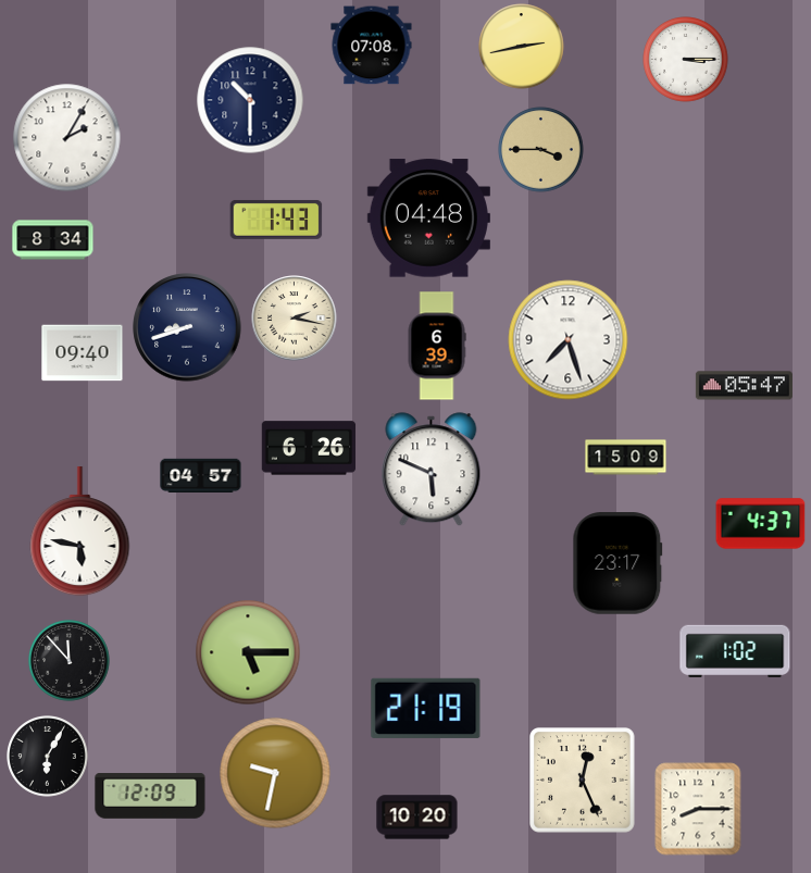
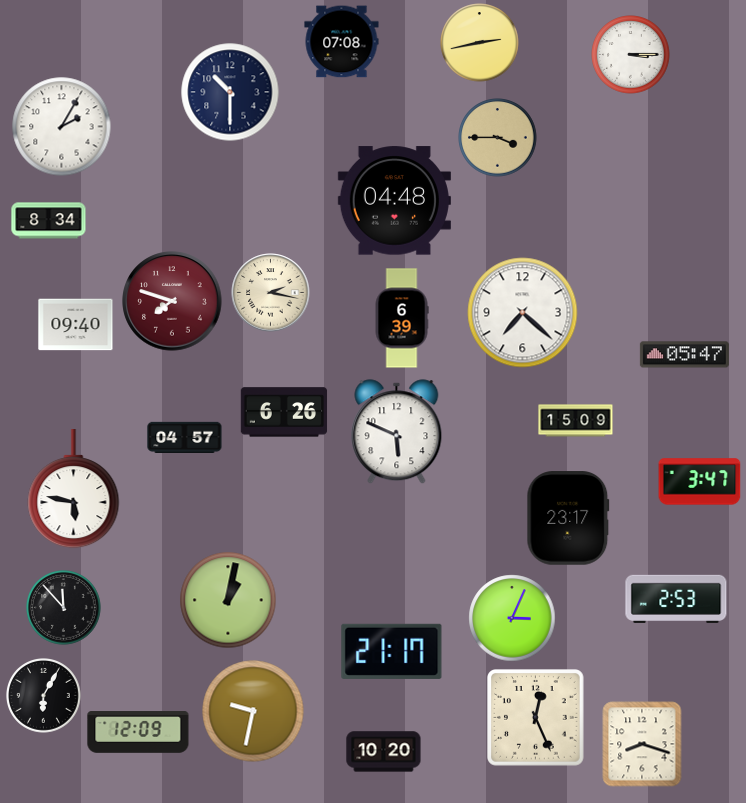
clock at (276, 220): 1:43 -> none
clock at (187, 327): 8:42 -> 7:48
clock at (187, 327) dial: navy -> burgundy
clock at (569, 340): 7:27 -> 7:22
clock at (761, 524): 4:37 -> 3:47
clock at (735, 651): 1:02 -> 2:53
clock at (248, 652): 5:15 -> 1:02
clock at (512, 618): none -> 3:04
clock at (426, 708): 21:19 -> 21:17
clock at (698, 809): 8:15 -> 8:18
